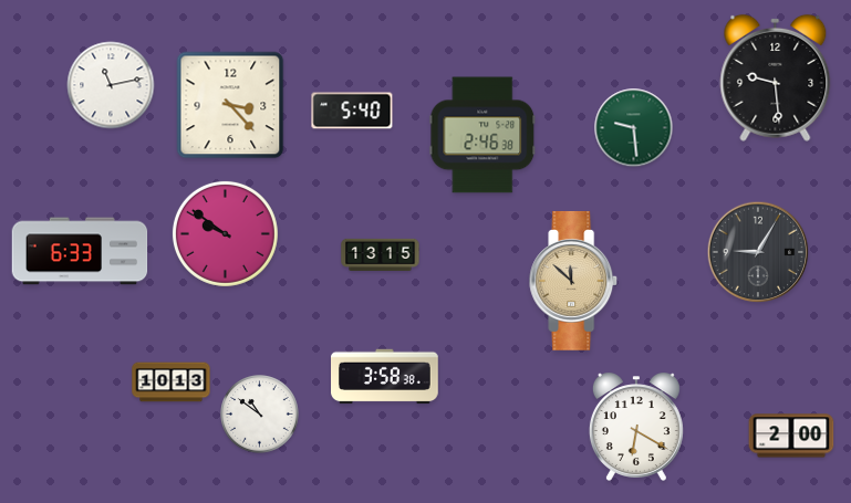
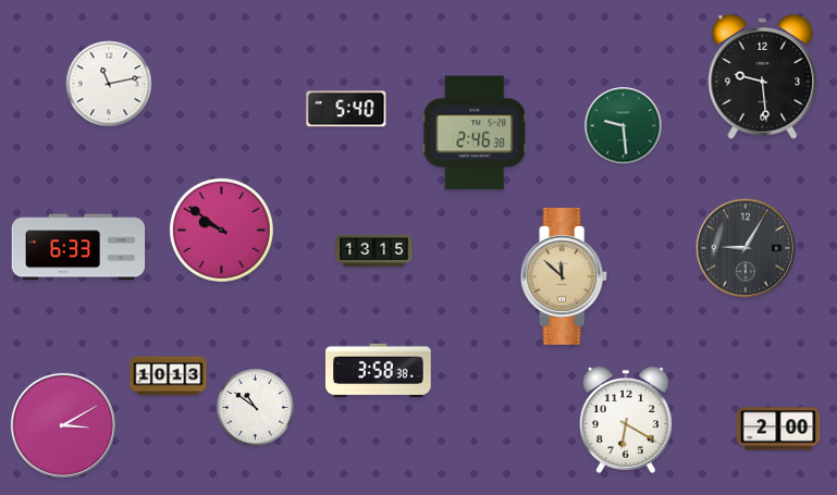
clock at (230, 105): 3:23 -> none
clock at (63, 425): none -> 3:10
